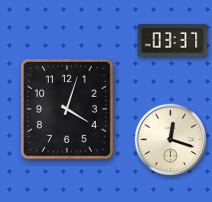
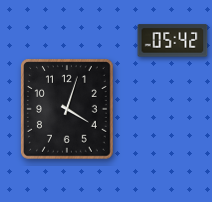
clock at (173, 41): 03:37 -> 05:42
clock at (171, 140): 12:18 -> none
